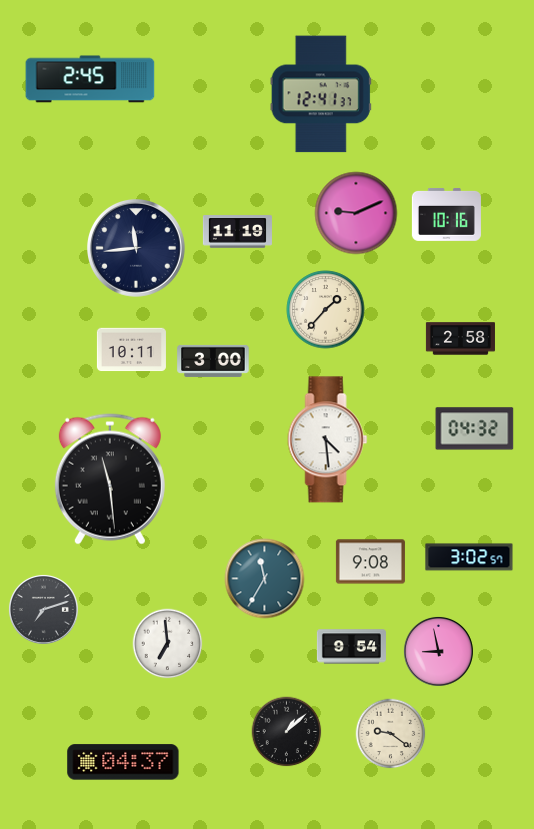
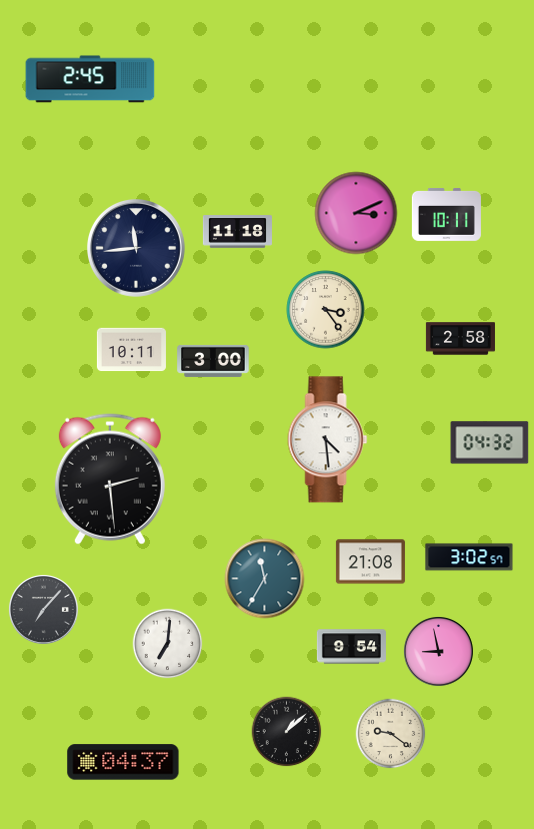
clock at (321, 94): 12:41 -> none
clock at (356, 213): 9:11 -> 3:11
clock at (446, 214): 10:16 -> 10:11
clock at (237, 232): 11:19 -> 11:18
clock at (326, 310): 1:37 -> 3:24
clock at (475, 429) position: (475, 429) -> (490, 443)
clock at (110, 479): 11:29 -> 2:29
clock at (370, 562): 9:08 -> 21:08
clock at (43, 609): 7:12 -> 7:07
clock at (168, 644): 6:59 -> 7:01
